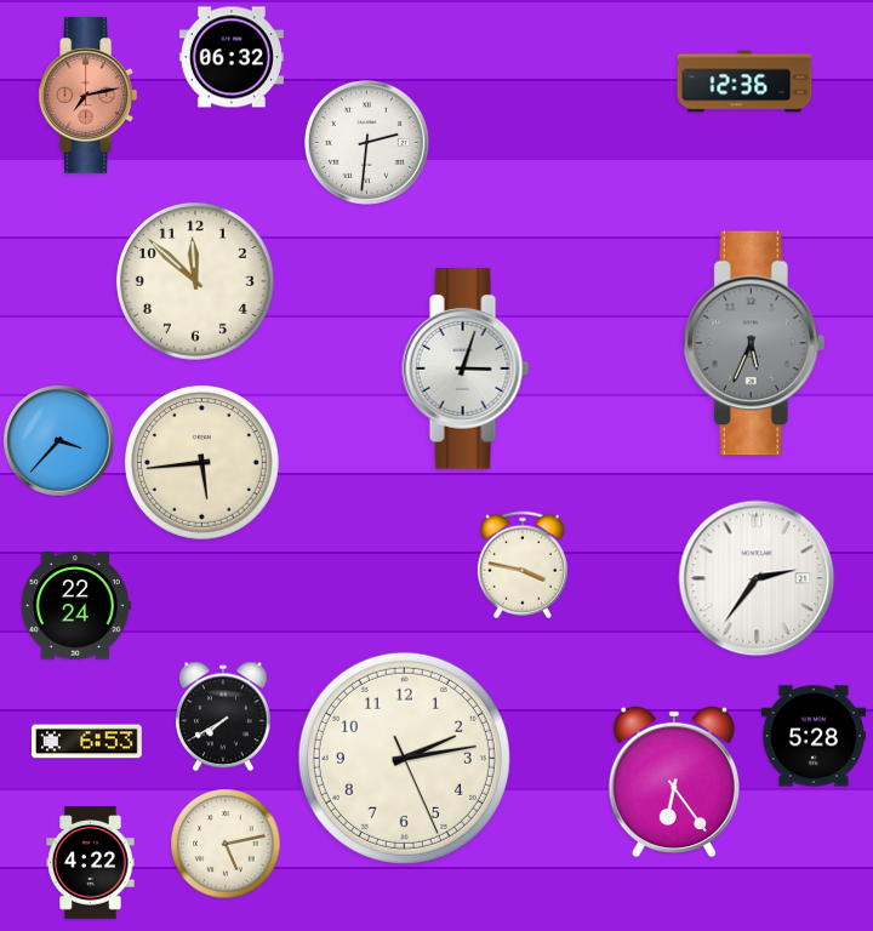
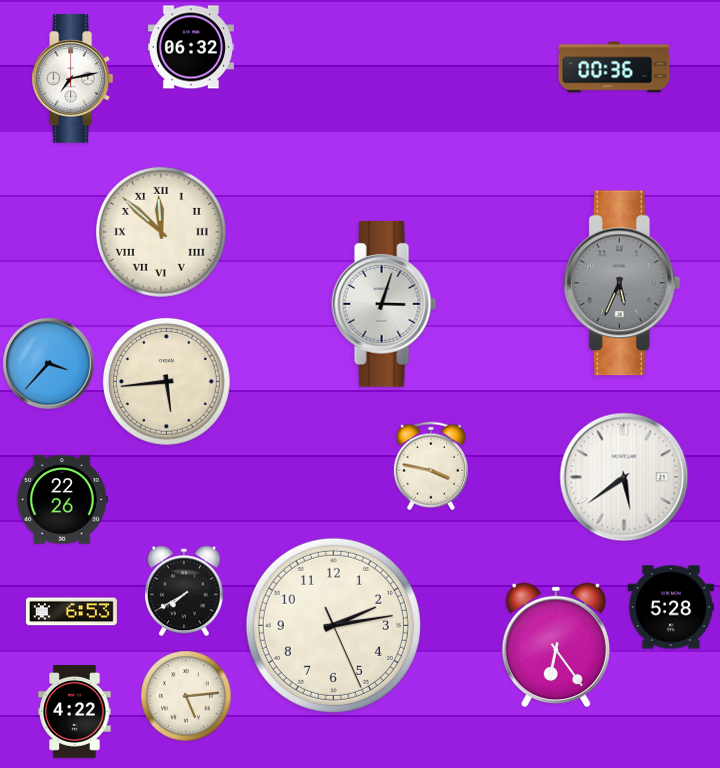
clock at (744, 81): 12:36 -> 00:36
clock at (89, 96) dial: salmon -> white
clock at (366, 142): 2:31 -> none
clock at (195, 281) numerals: Arabic -> Roman
clock at (757, 578): 2:36 -> 5:39
clock at (75, 606): 22:24 -> 22:26
clock at (226, 844): 5:13 -> 5:14
